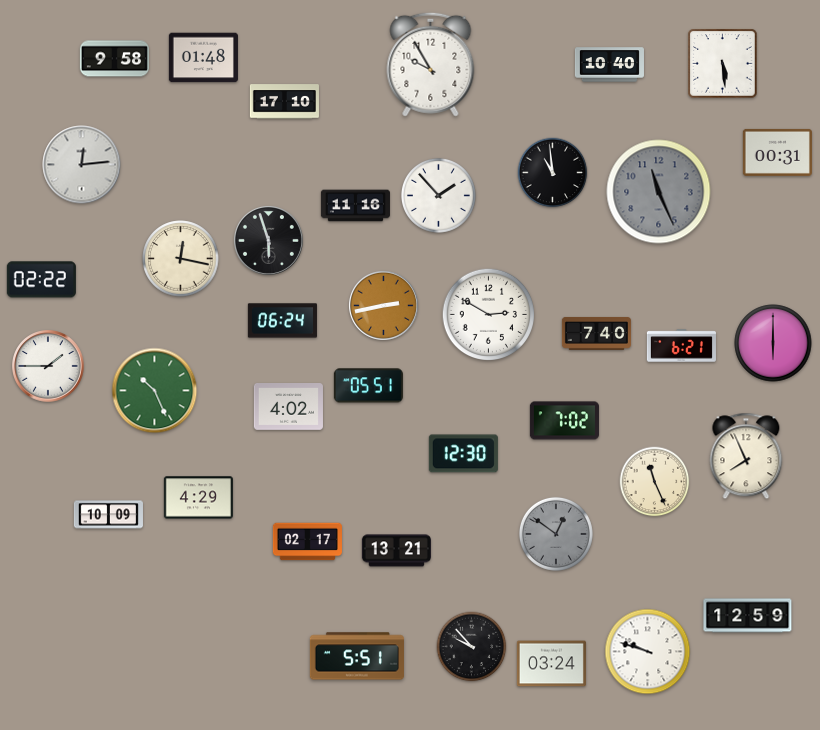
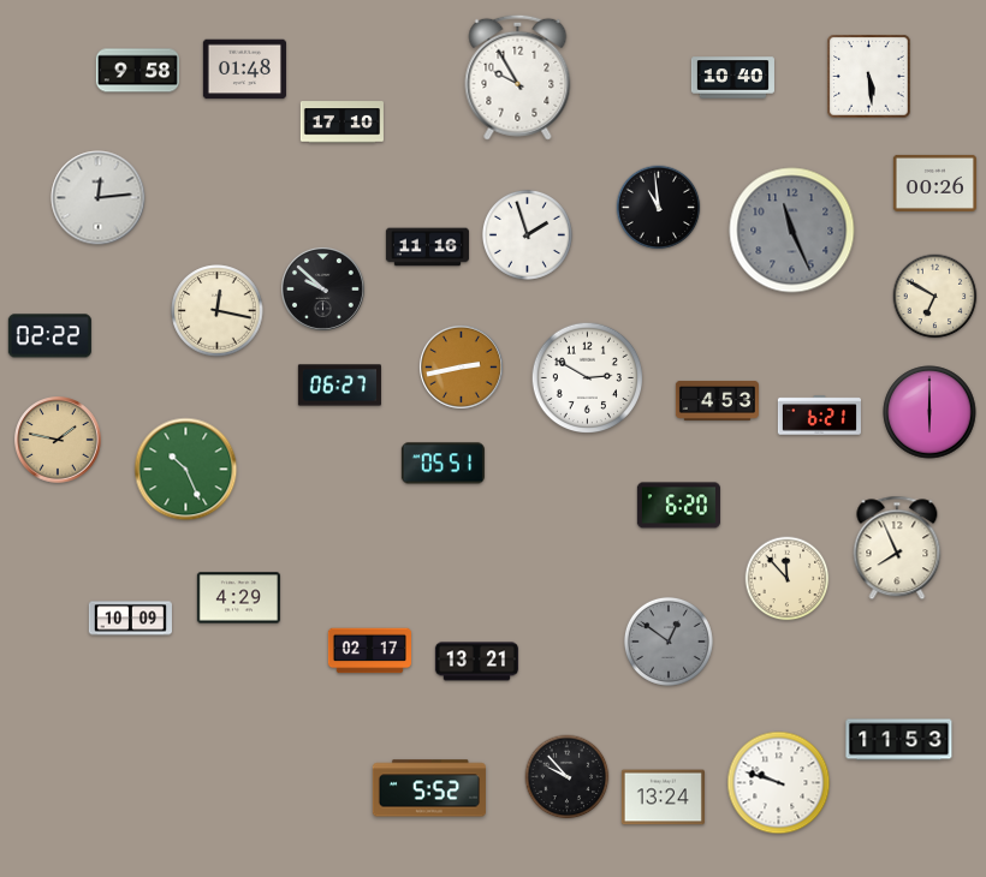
clock at (777, 152): 00:31 -> 00:26
clock at (553, 173) position: (553, 173) -> (659, 208)
clock at (438, 195): 1:53 -> 1:57
clock at (268, 240): 5:57 -> 9:52
clock at (935, 297): none -> 6:50
clock at (282, 321): 06:24 -> 06:27
clock at (596, 333): 7:40 -> 4:53
clock at (48, 366): 1:45 -> 1:47
clock at (48, 366) dial: white -> champagne
clock at (288, 407): 4:02 -> none
clock at (564, 421): 7:02 -> 6:20
clock at (463, 454): 12:30 -> none
clock at (655, 482): 11:26 -> 11:53
clock at (748, 616): 12:59 -> 11:53
clock at (357, 656): 5:51 -> 5:52
clock at (551, 664): 03:24 -> 13:24
